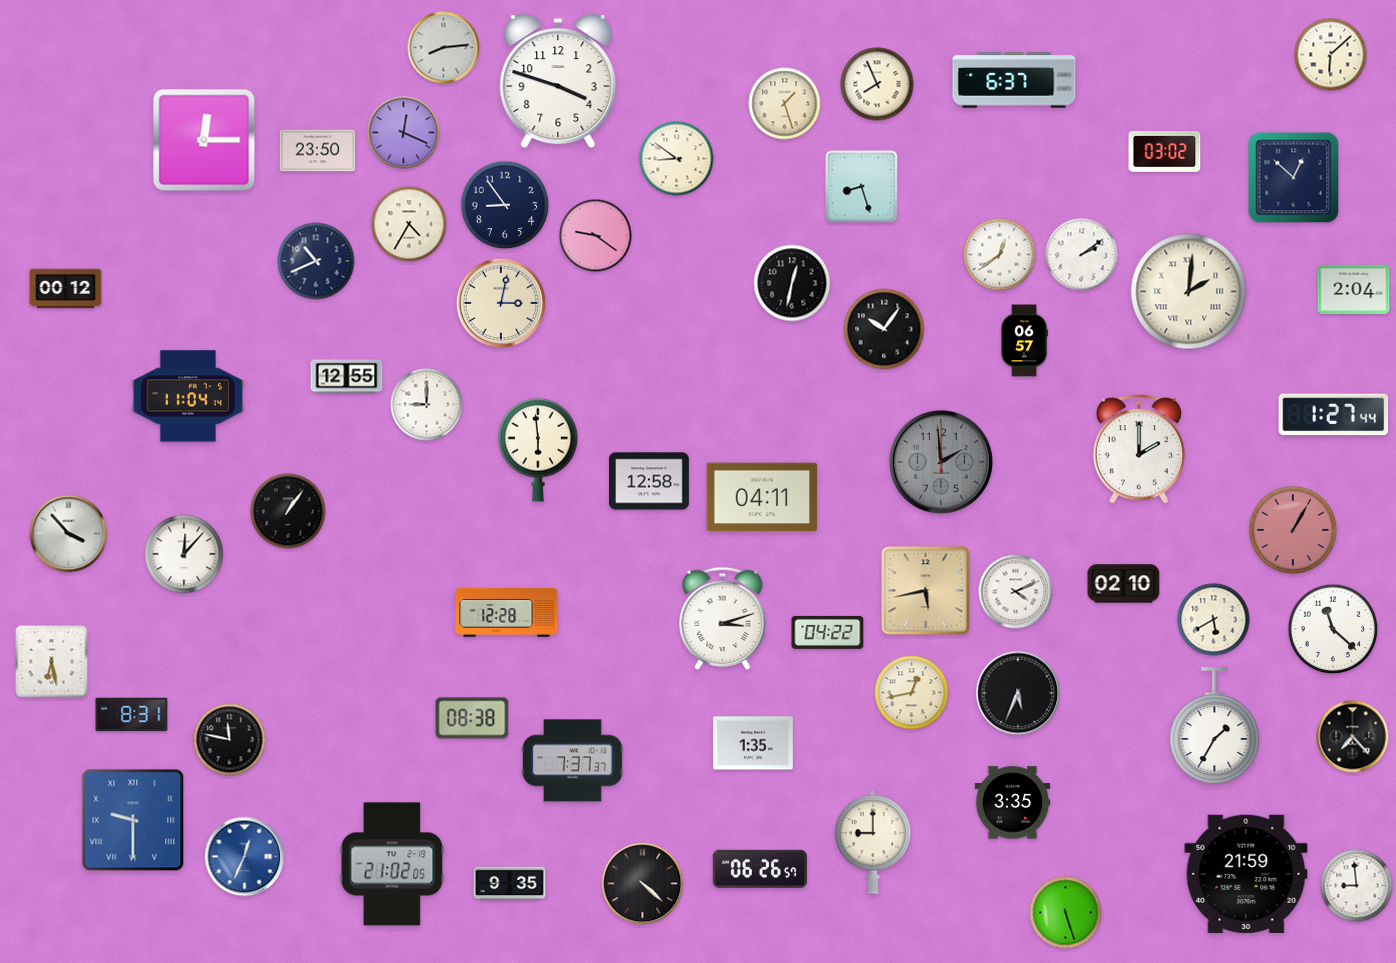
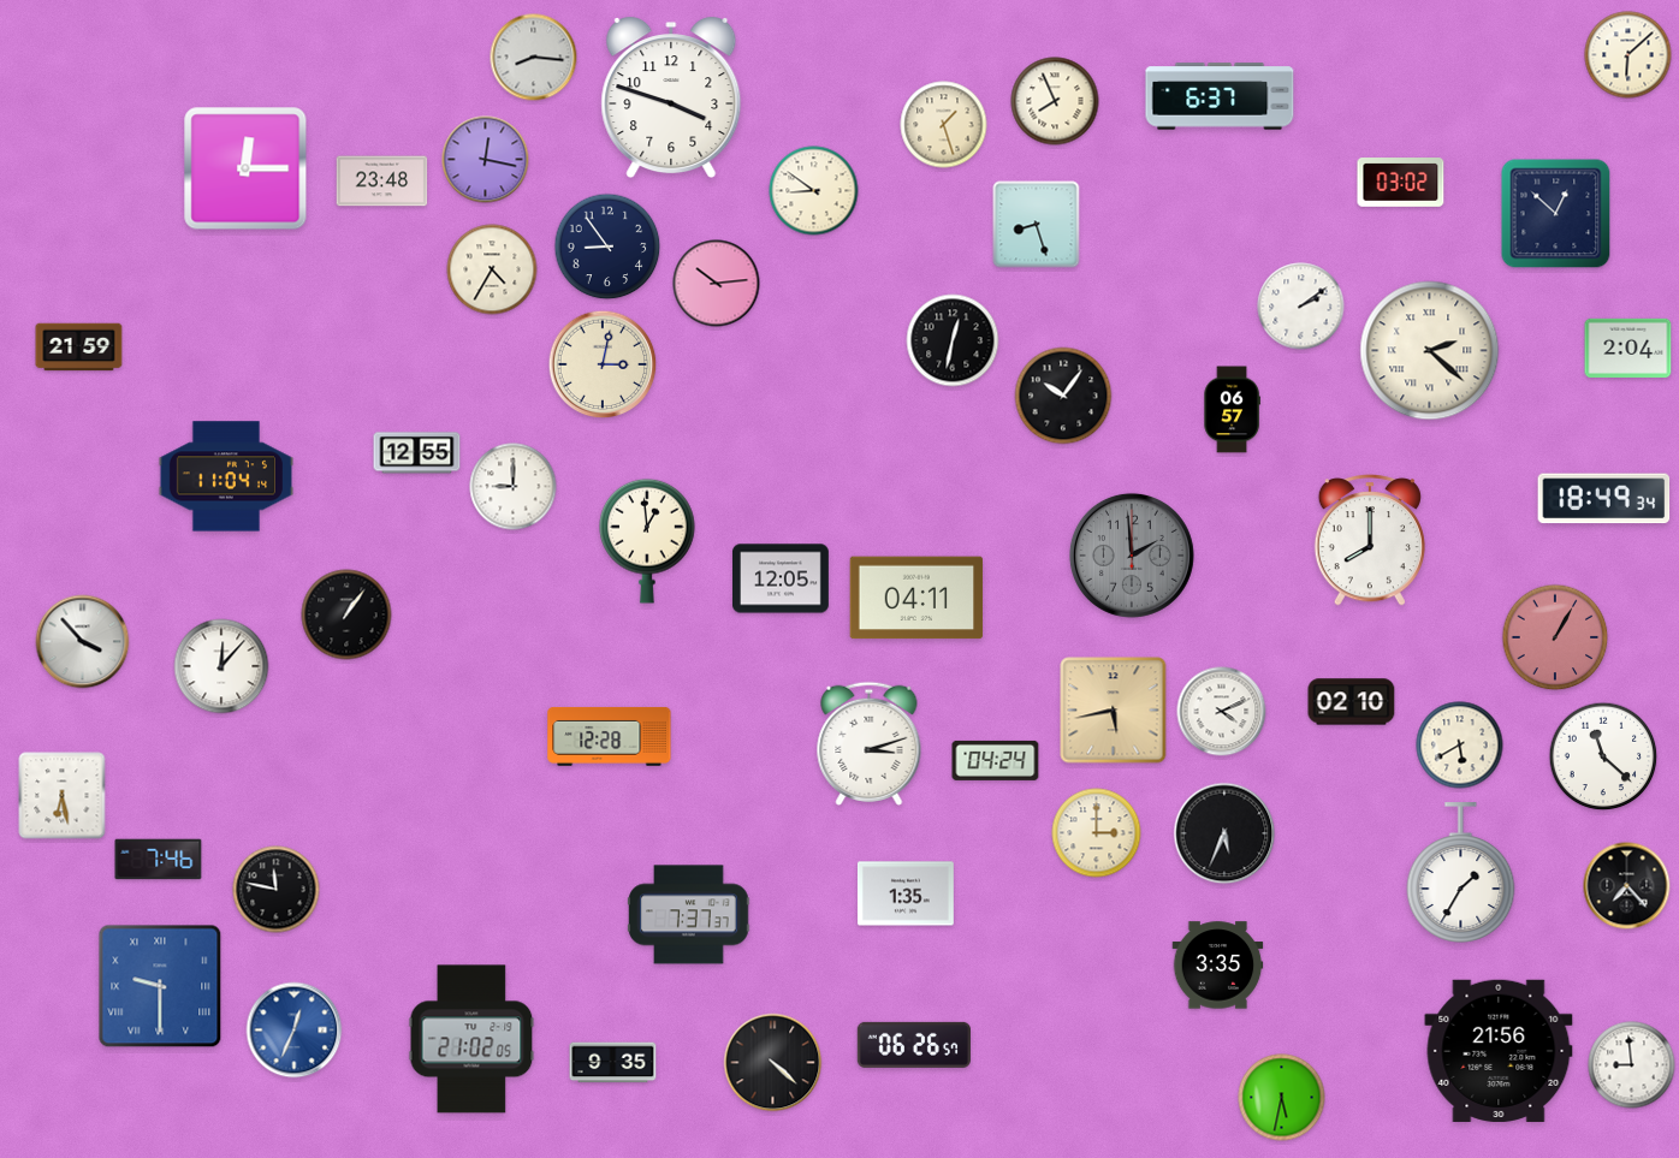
clock at (444, 48): 8:14 -> 8:16
clock at (1331, 55) position: (1331, 55) -> (1628, 55)
clock at (404, 133): 12:19 -> 12:17
clock at (318, 151): 23:50 -> 23:48
clock at (596, 236): 9:21 -> 10:14
clock at (1000, 255): 12:39 -> none
clock at (316, 261): 10:41 -> none
clock at (66, 289): 00:12 -> 21:59
clock at (1189, 292): 2:01 -> 2:22
clock at (1334, 415): 1:27 -> 18:49
clock at (1139, 449): 2:00 -> 8:00
clock at (538, 450): 5:59 -> 12:59
clock at (650, 481): 12:58 -> 12:05
clock at (828, 632): 04:22 -> 04:24
clock at (912, 693): 12:43 -> 3:00
clock at (132, 715): 8:31 -> 7:46
clock at (472, 718): 08:38 -> none
clock at (873, 842): 9:00 -> none
clock at (1246, 874): 21:59 -> 21:56
clock at (1066, 913): 5:27 -> 5:32
